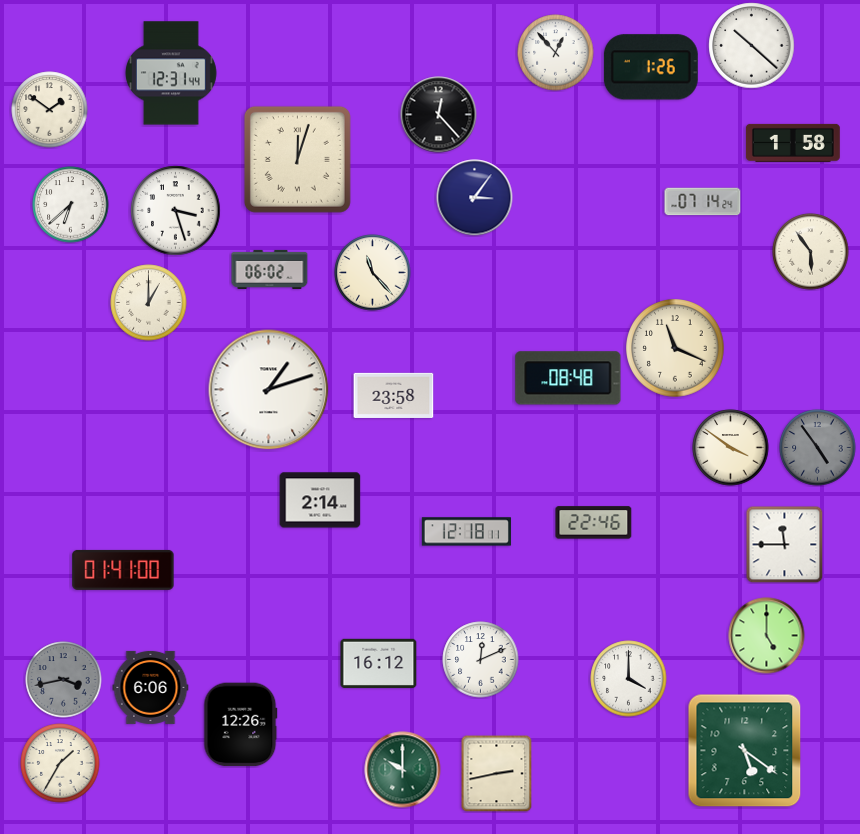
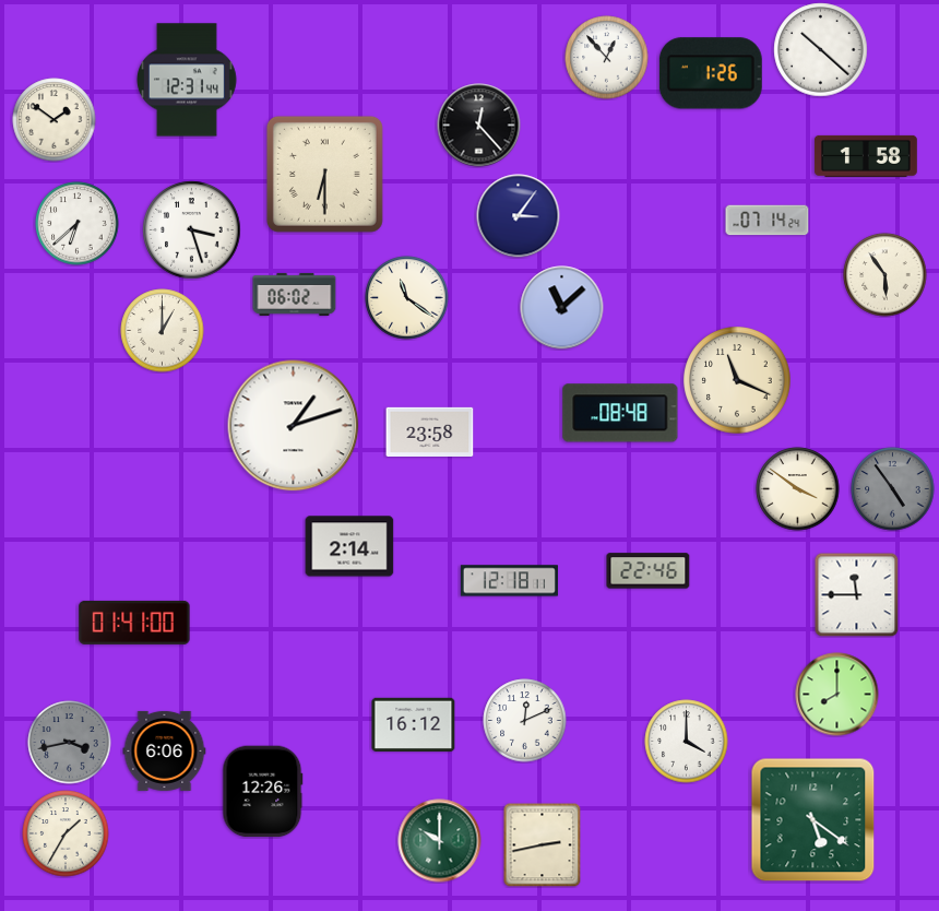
clock at (297, 159): 12:03 -> 6:30
clock at (373, 273): 11:23 -> 11:21
clock at (562, 308): none -> 11:08
clock at (767, 636): 5:00 -> 8:00
